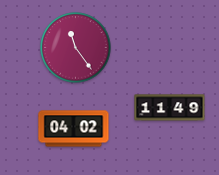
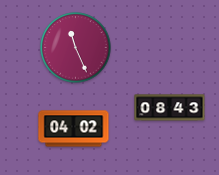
clock at (76, 48): 11:24 -> 11:26
clock at (170, 108): 11:49 -> 08:43
